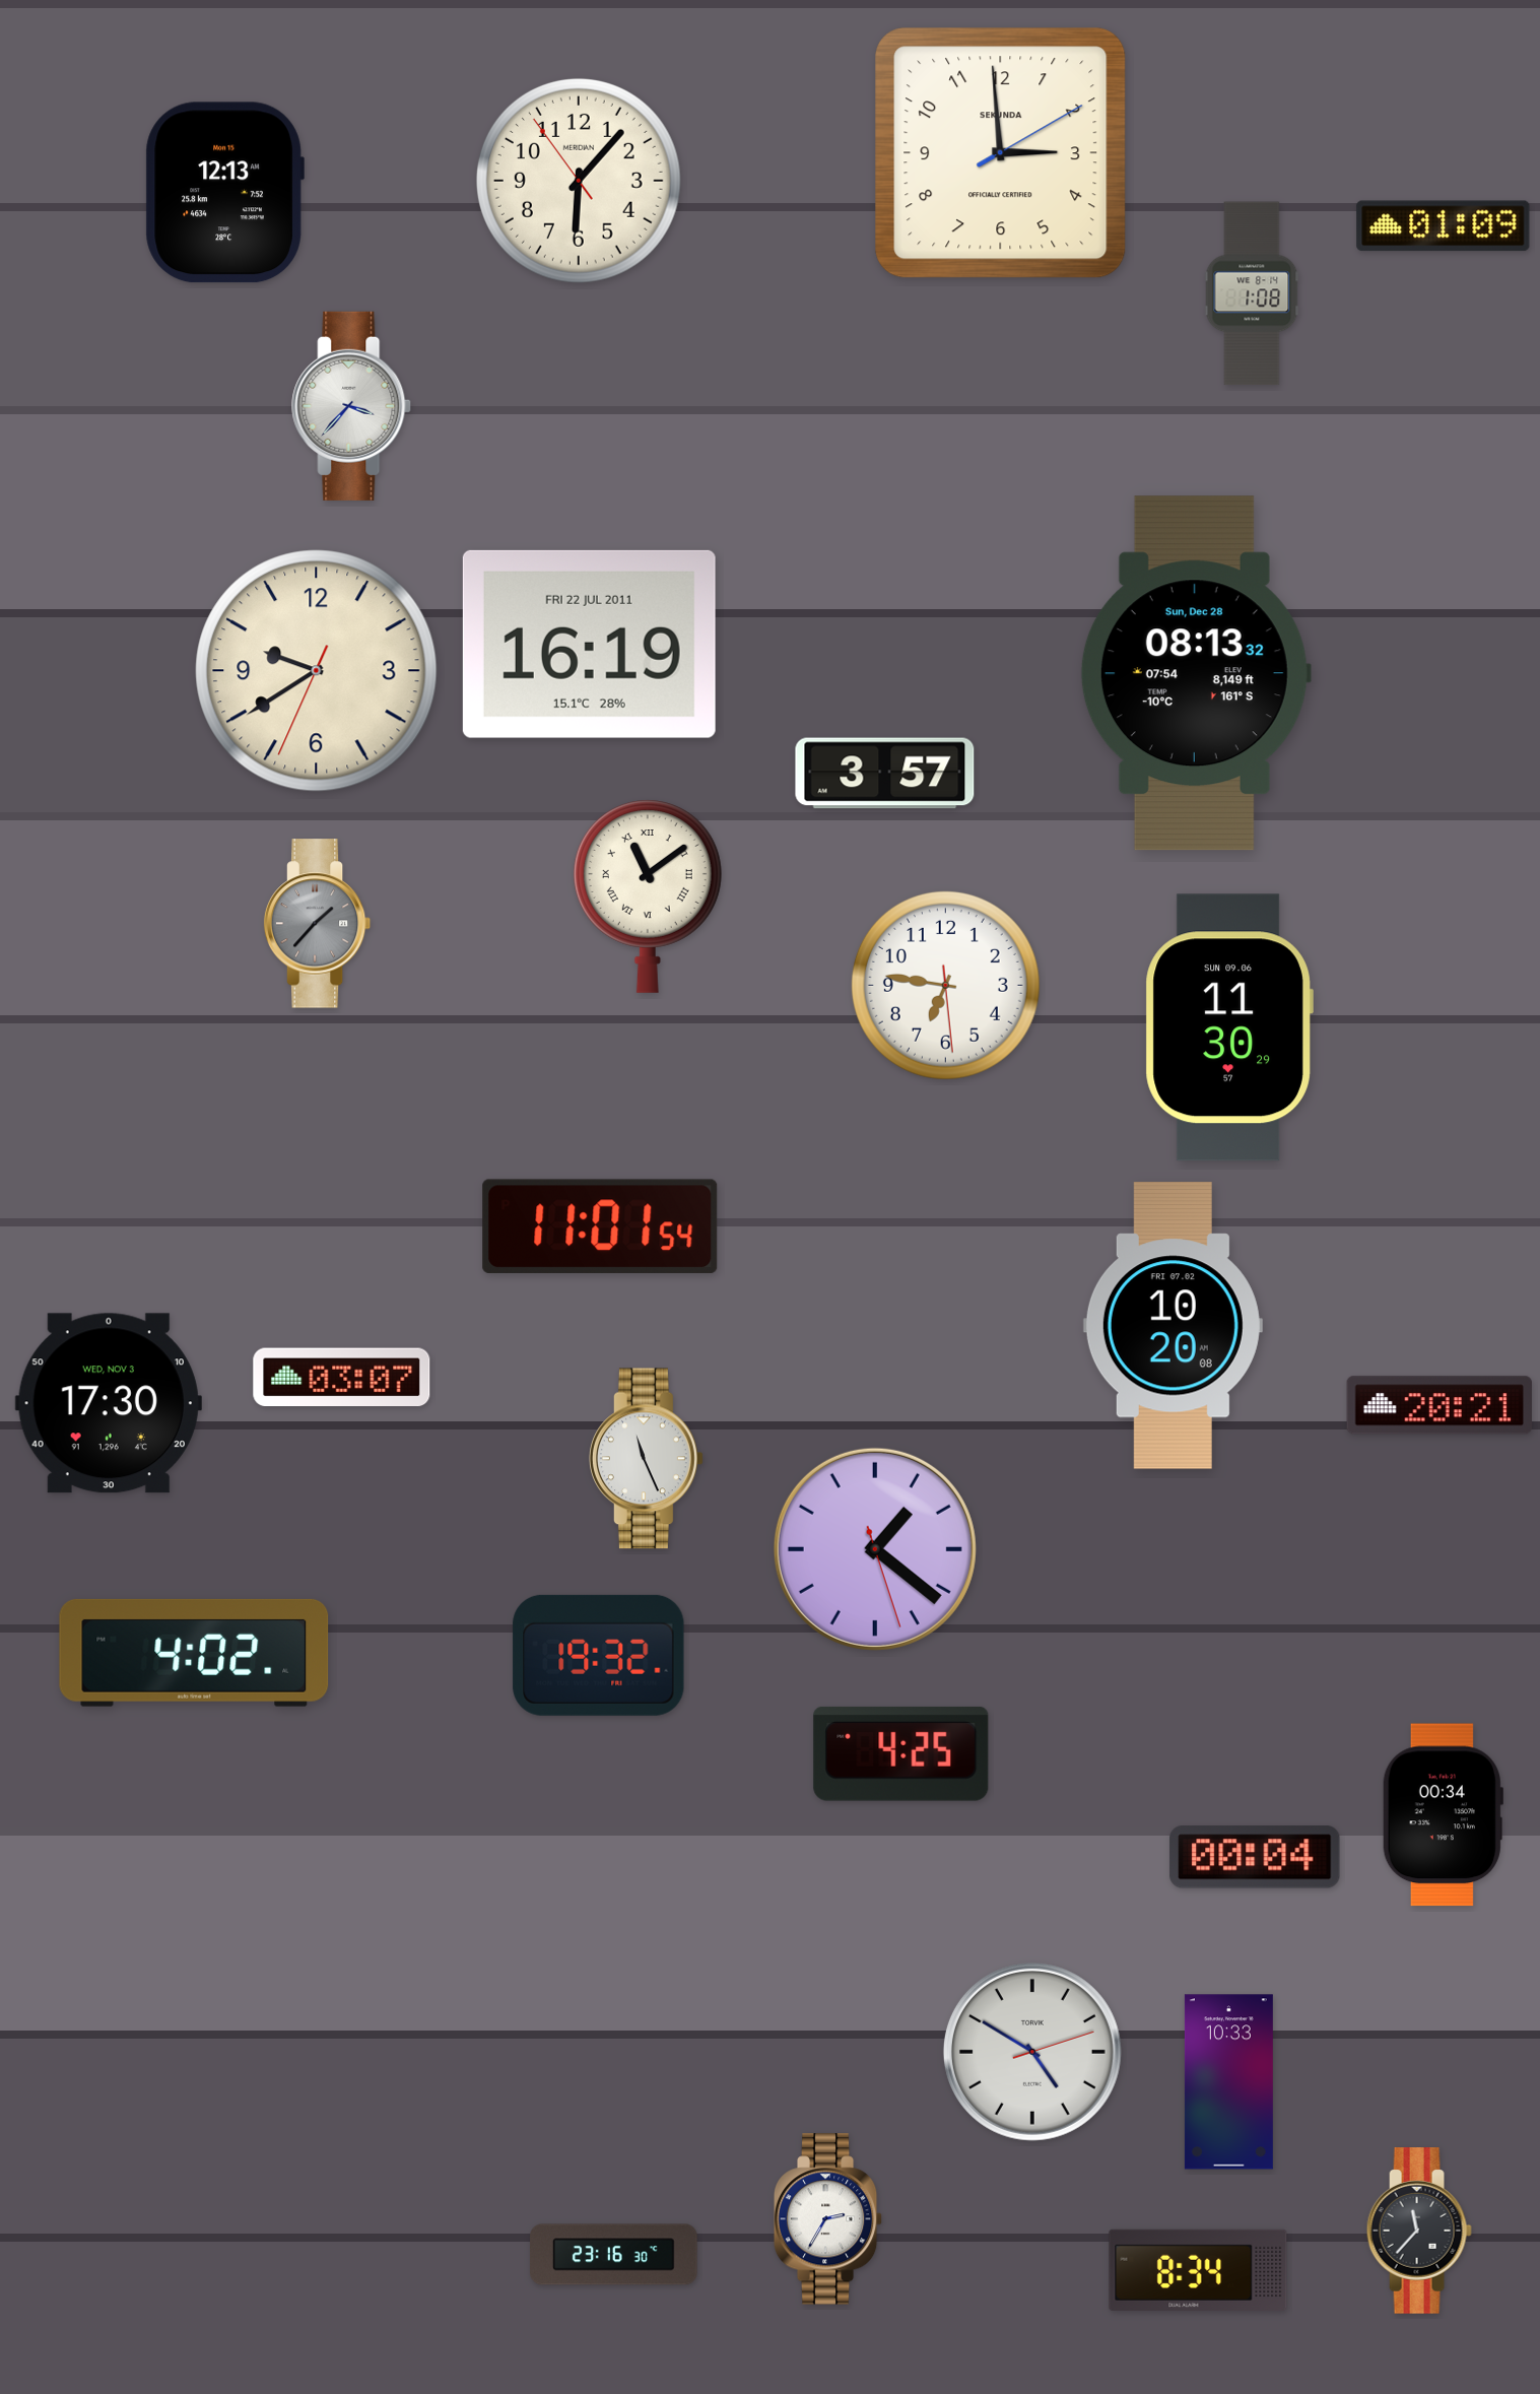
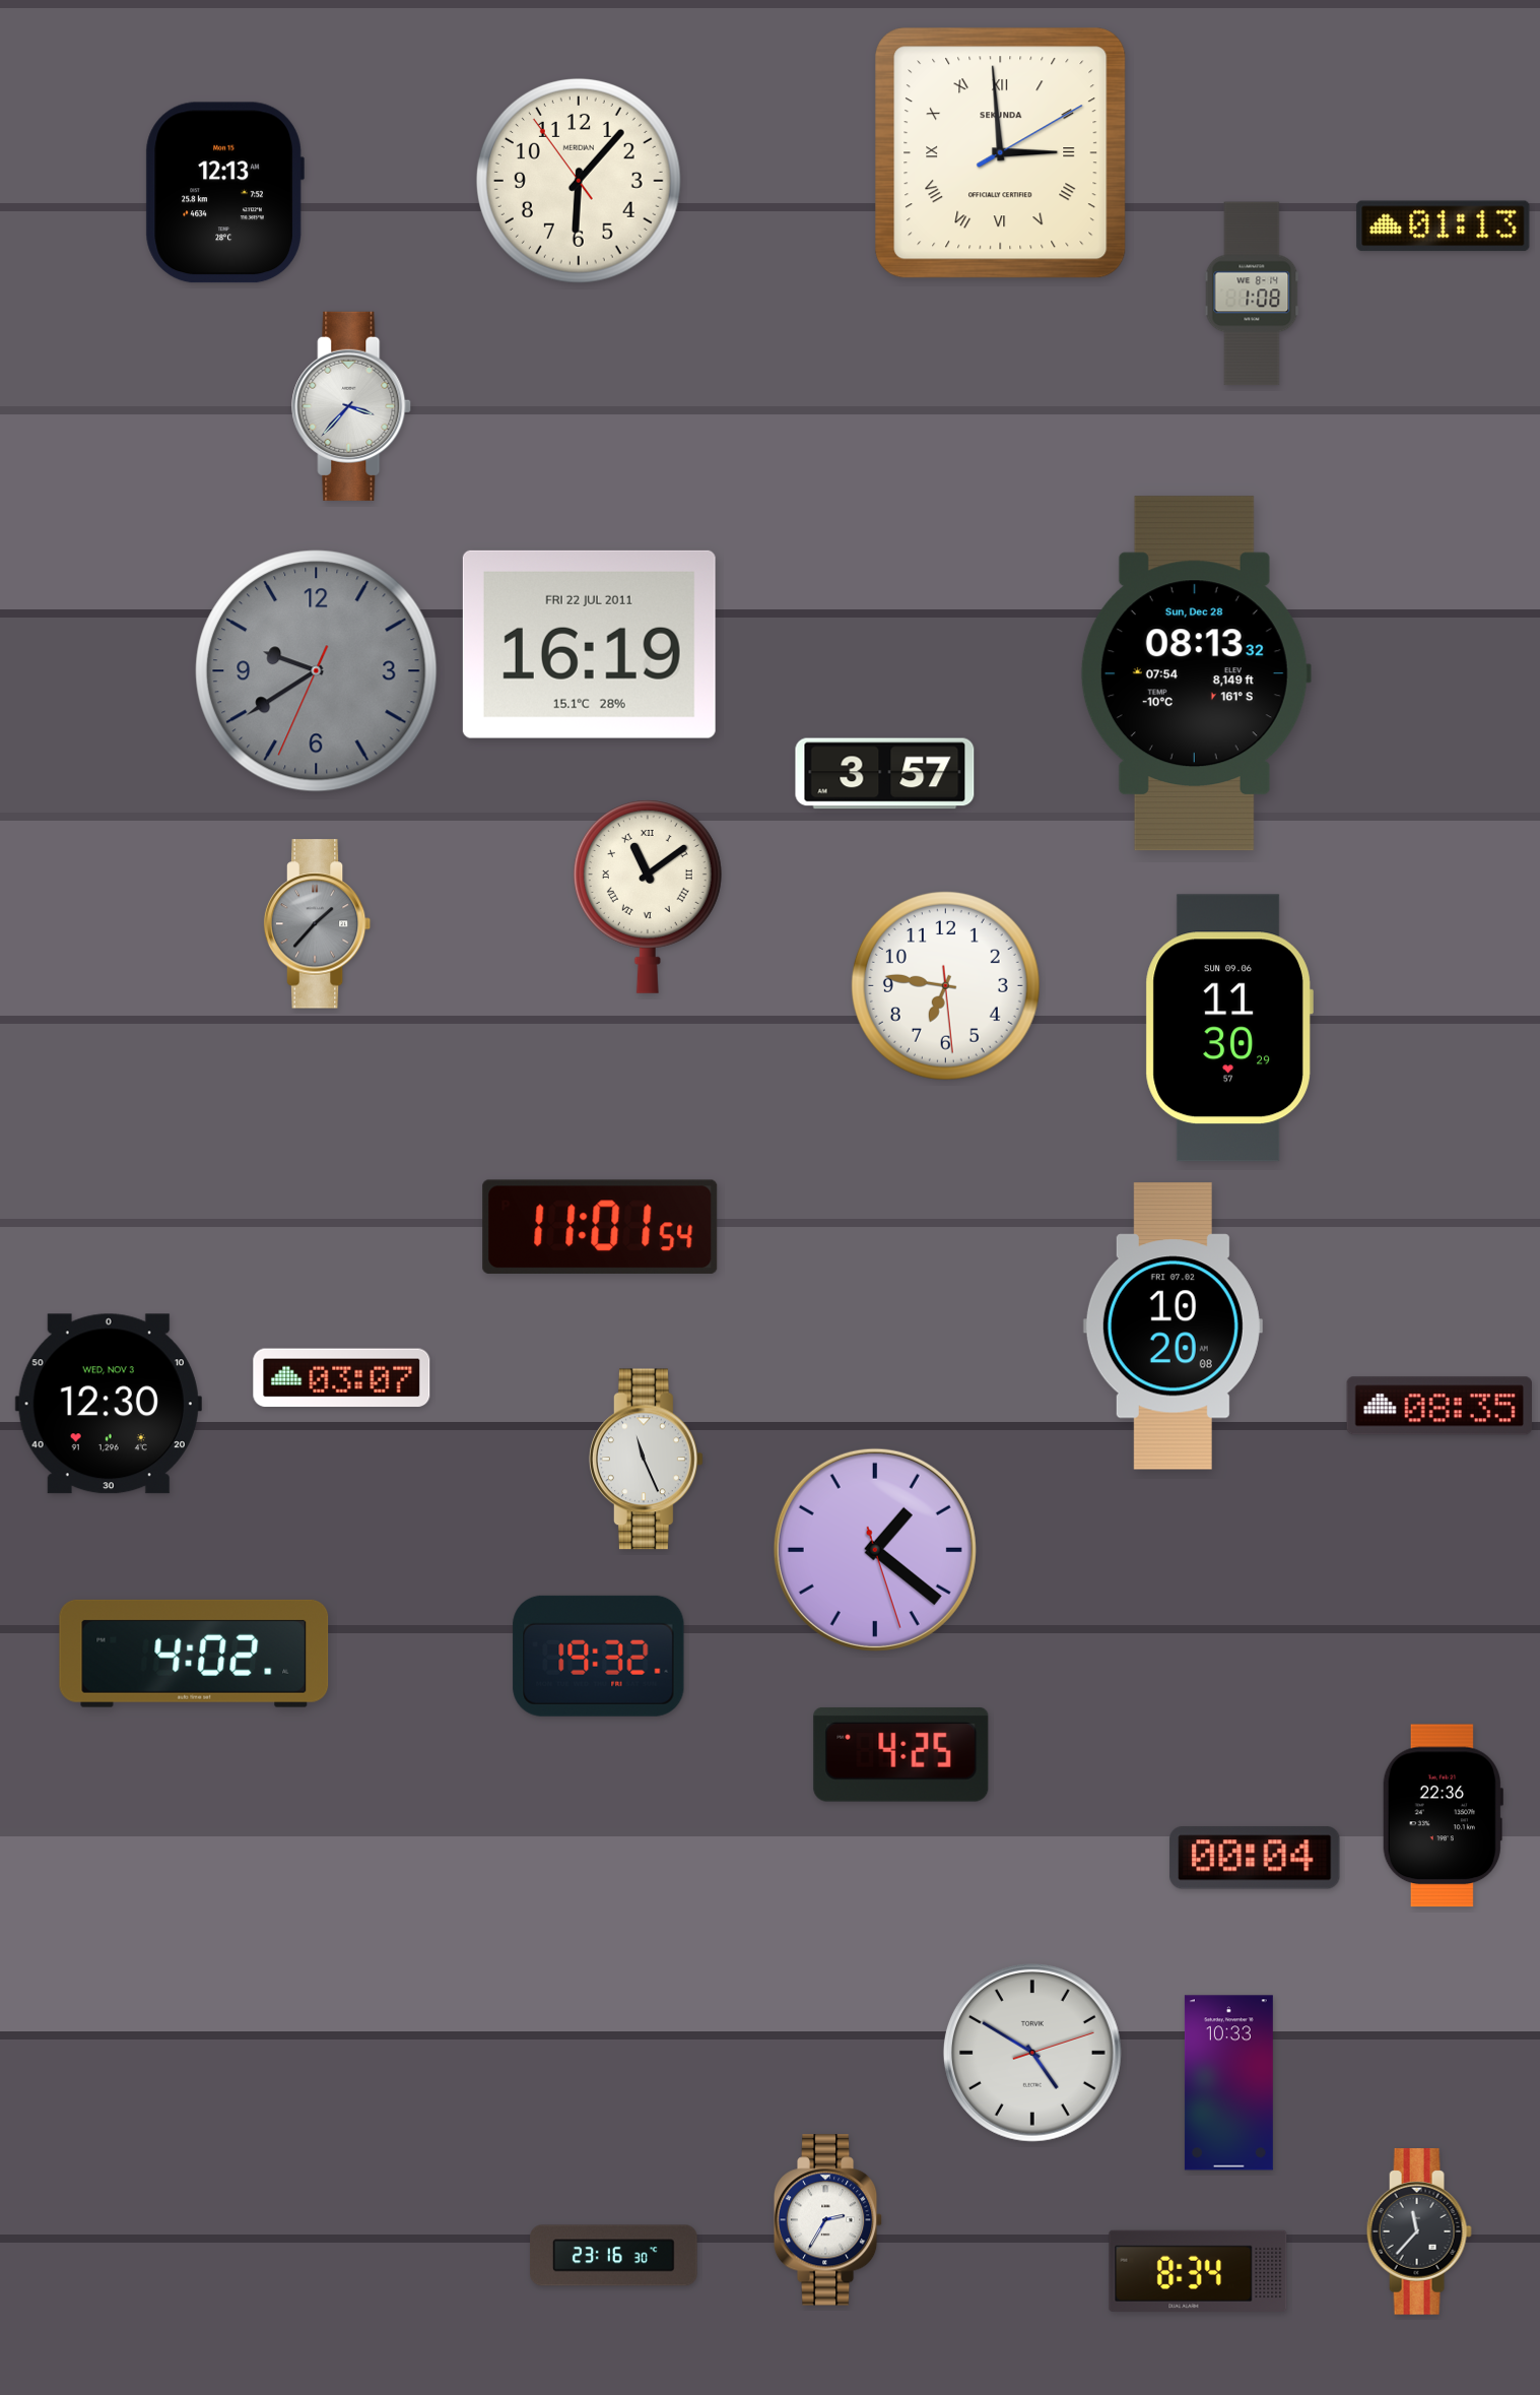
clock at (1001, 153) numerals: Arabic -> Roman
clock at (1444, 226): 01:09 -> 01:13
clock at (317, 671) dial: cream -> grey
clock at (109, 1403): 17:30 -> 12:30
clock at (1439, 1405): 20:21 -> 08:35
clock at (1443, 1815): 00:34 -> 22:36
